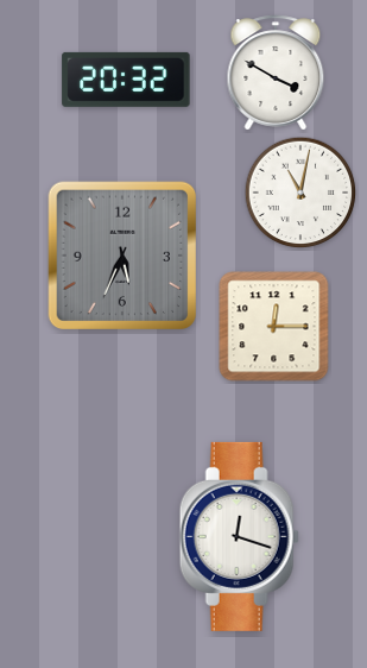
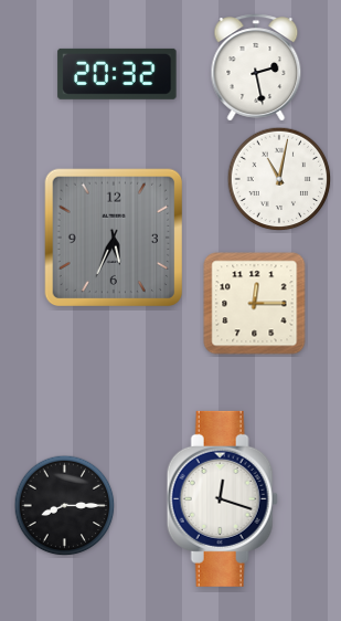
clock at (276, 73): 3:50 -> 2:28
clock at (65, 506): none -> 8:15
